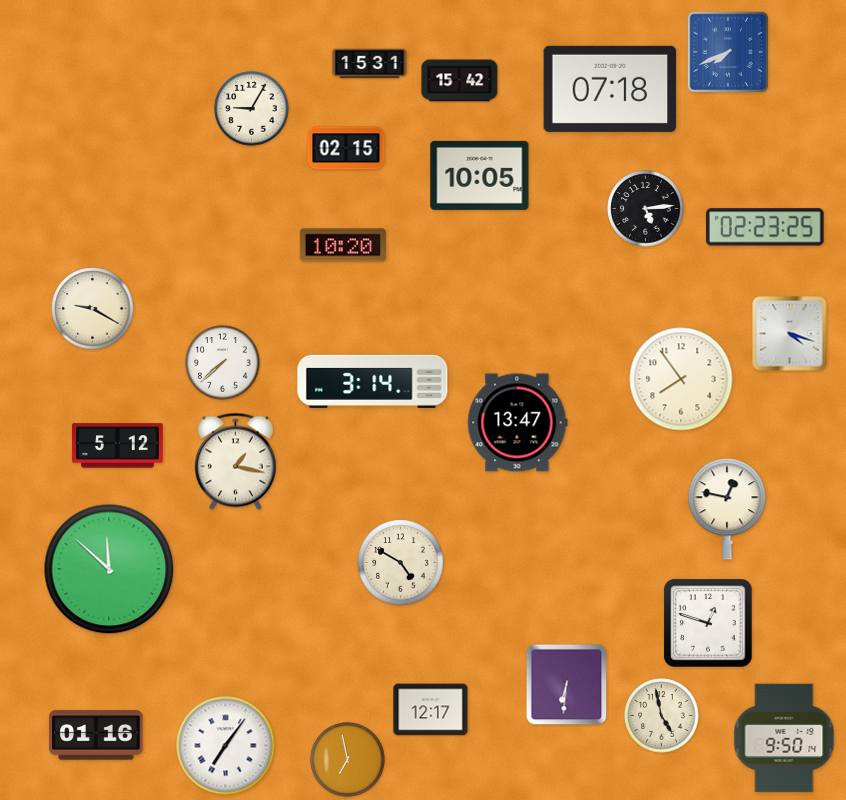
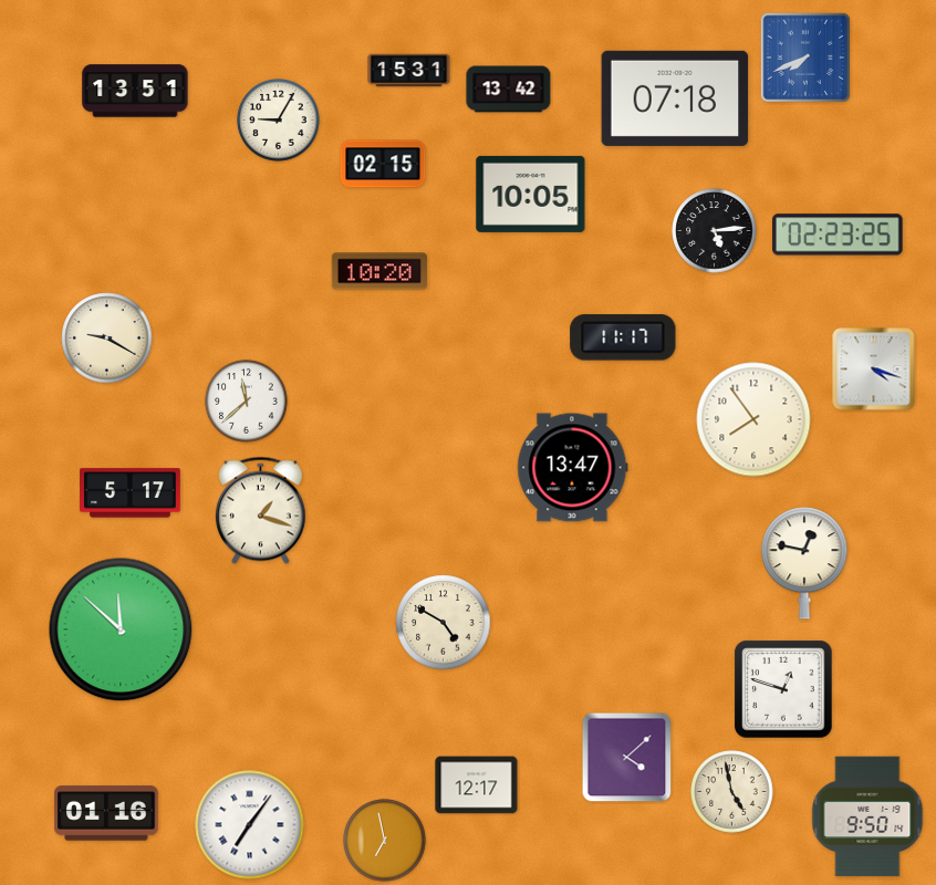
clock at (460, 81): 15:42 -> 13:42
clock at (135, 91): none -> 13:51
clock at (765, 227) position: (765, 227) -> (838, 235)
clock at (623, 337): none -> 11:17
clock at (93, 309) position: (93, 309) -> (107, 339)
clock at (223, 363): 7:38 -> 11:38
clock at (373, 381): 3:14 -> none
clock at (118, 446): 5:12 -> 5:17
clock at (236, 462): 1:17 -> 1:18
clock at (567, 685): 6:31 -> 4:08
